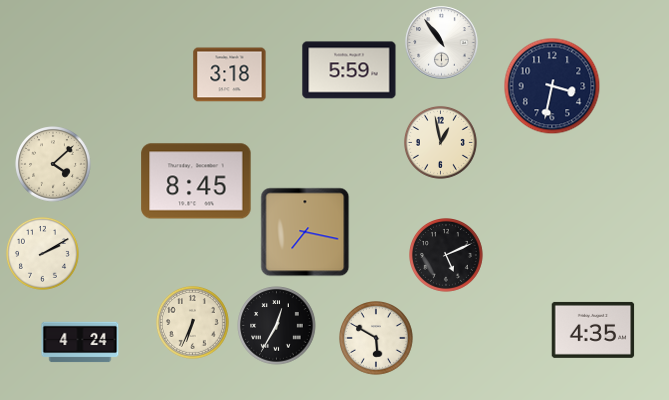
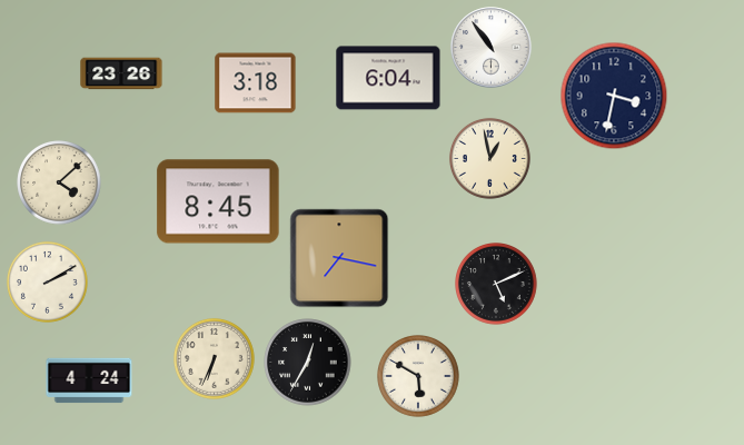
clock at (121, 73): none -> 23:26
clock at (349, 70): 5:59 -> 6:04
clock at (593, 330): 4:35 -> none
